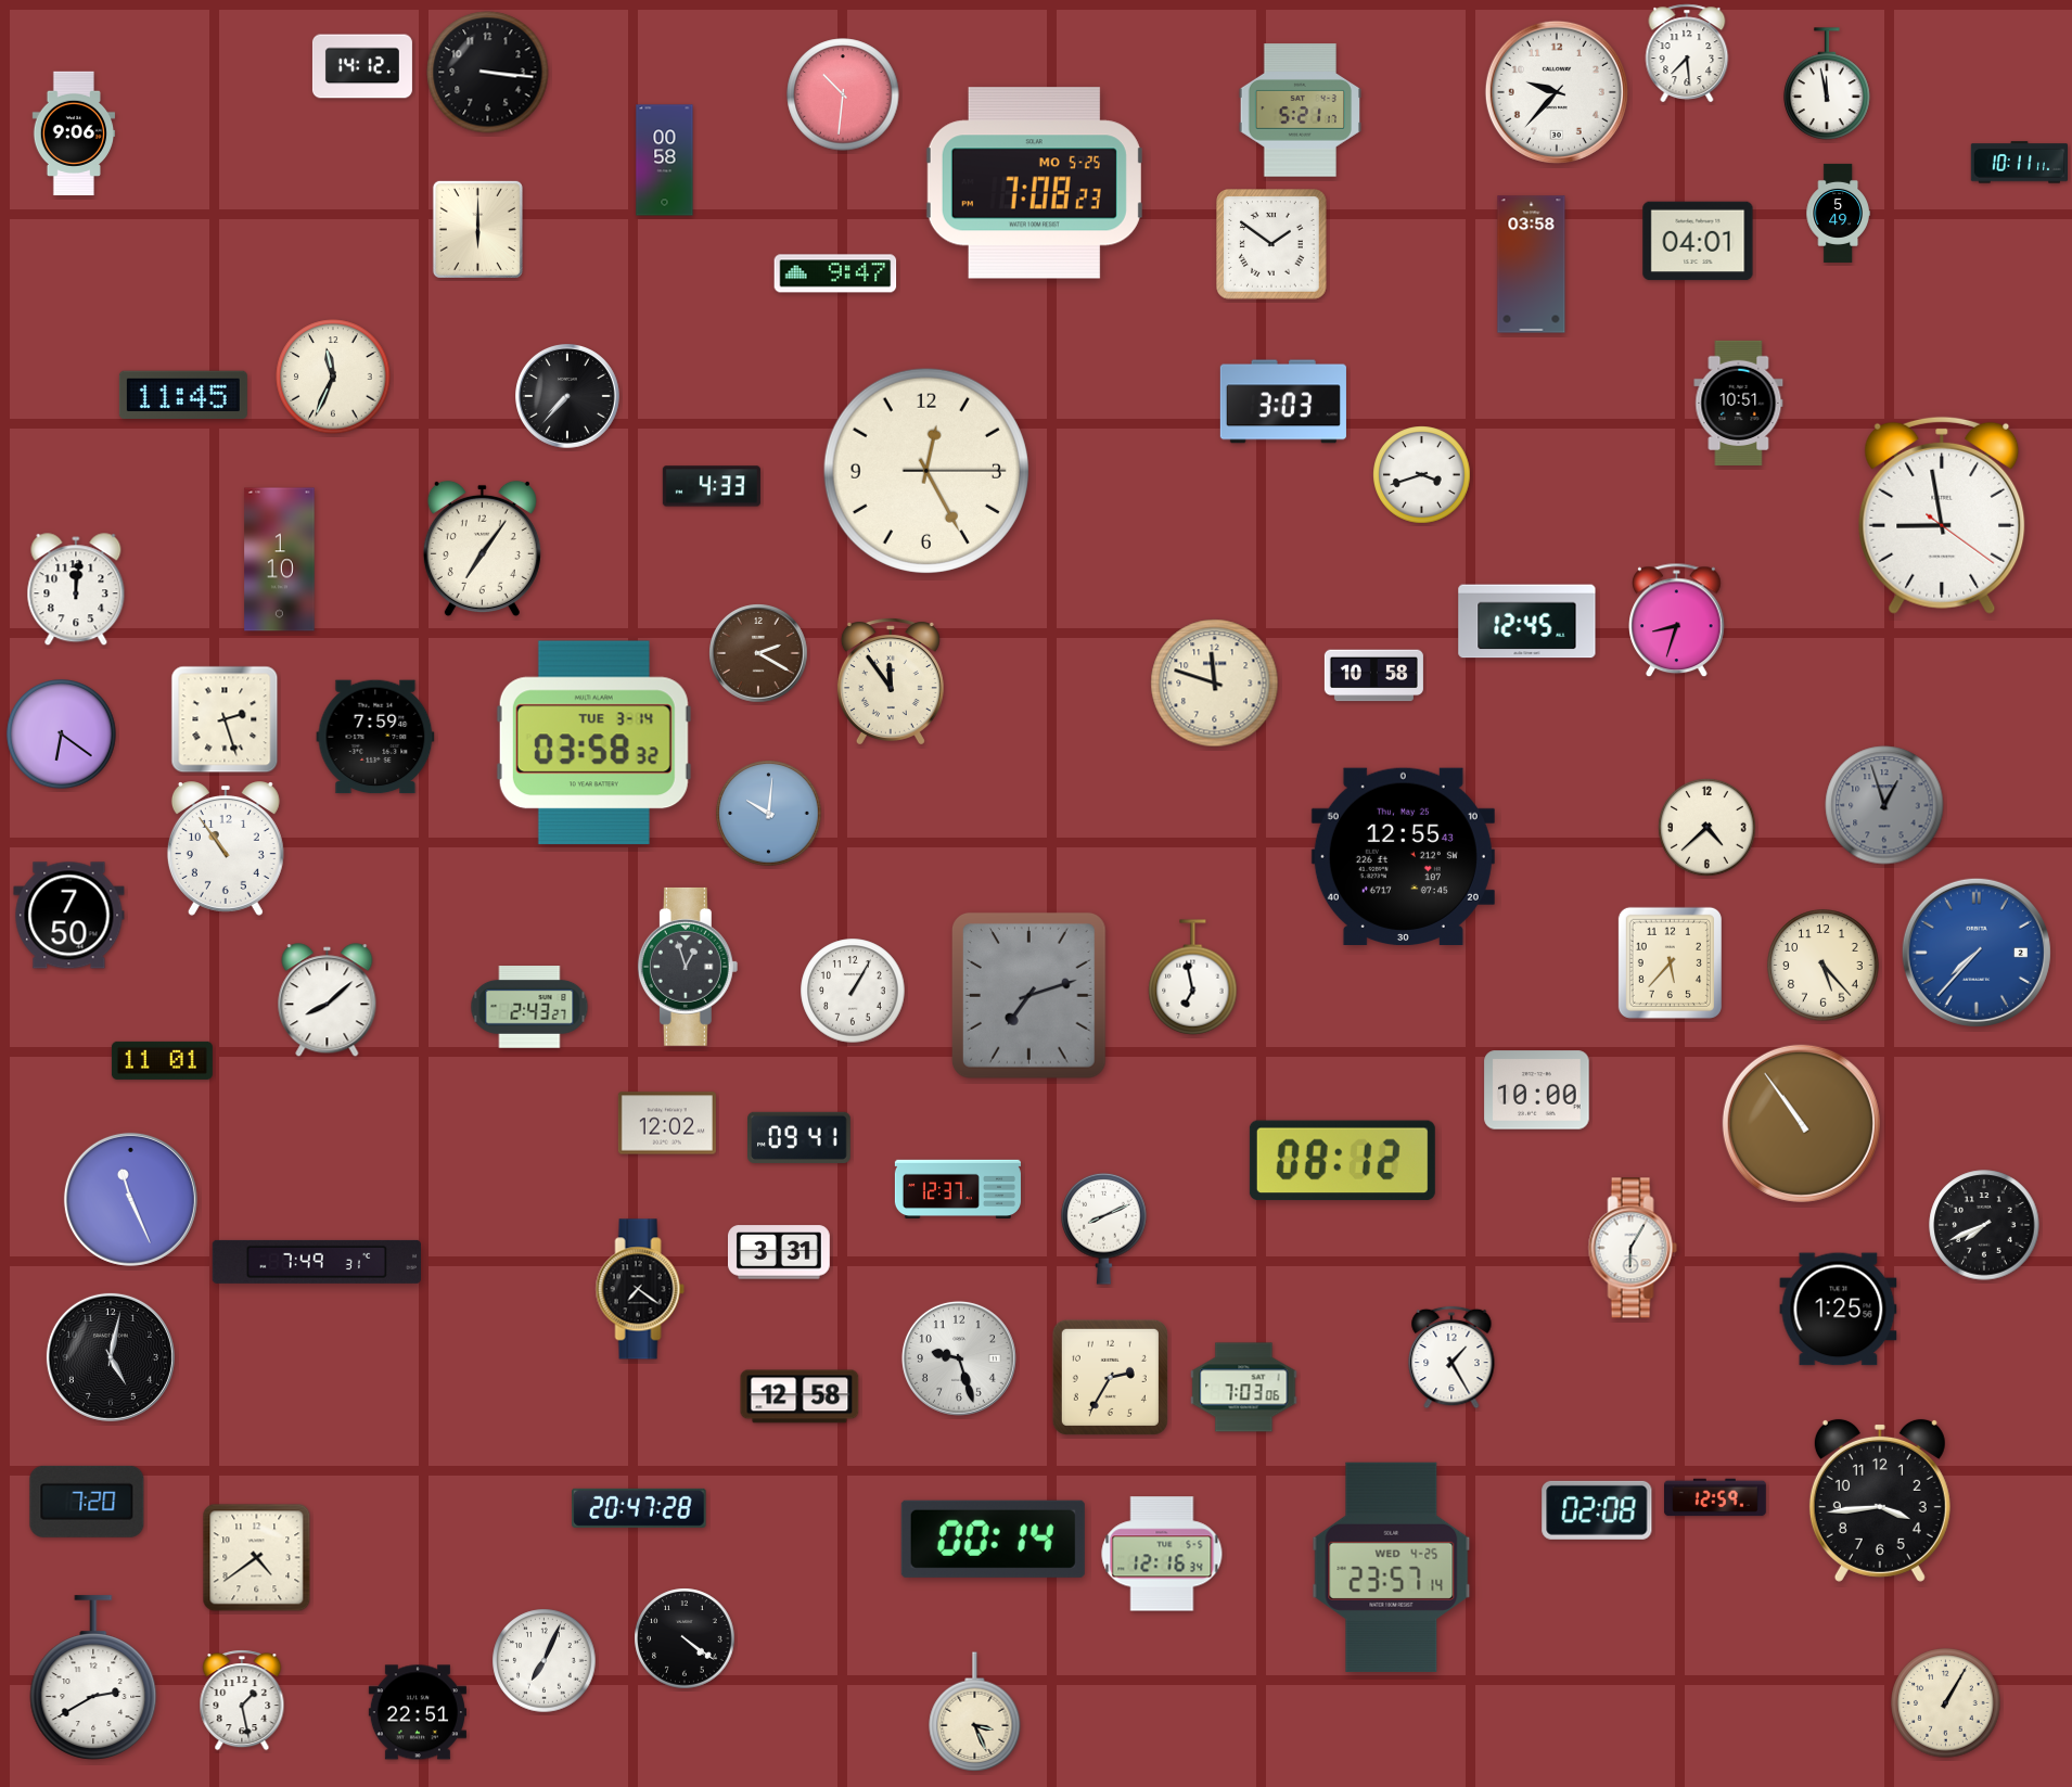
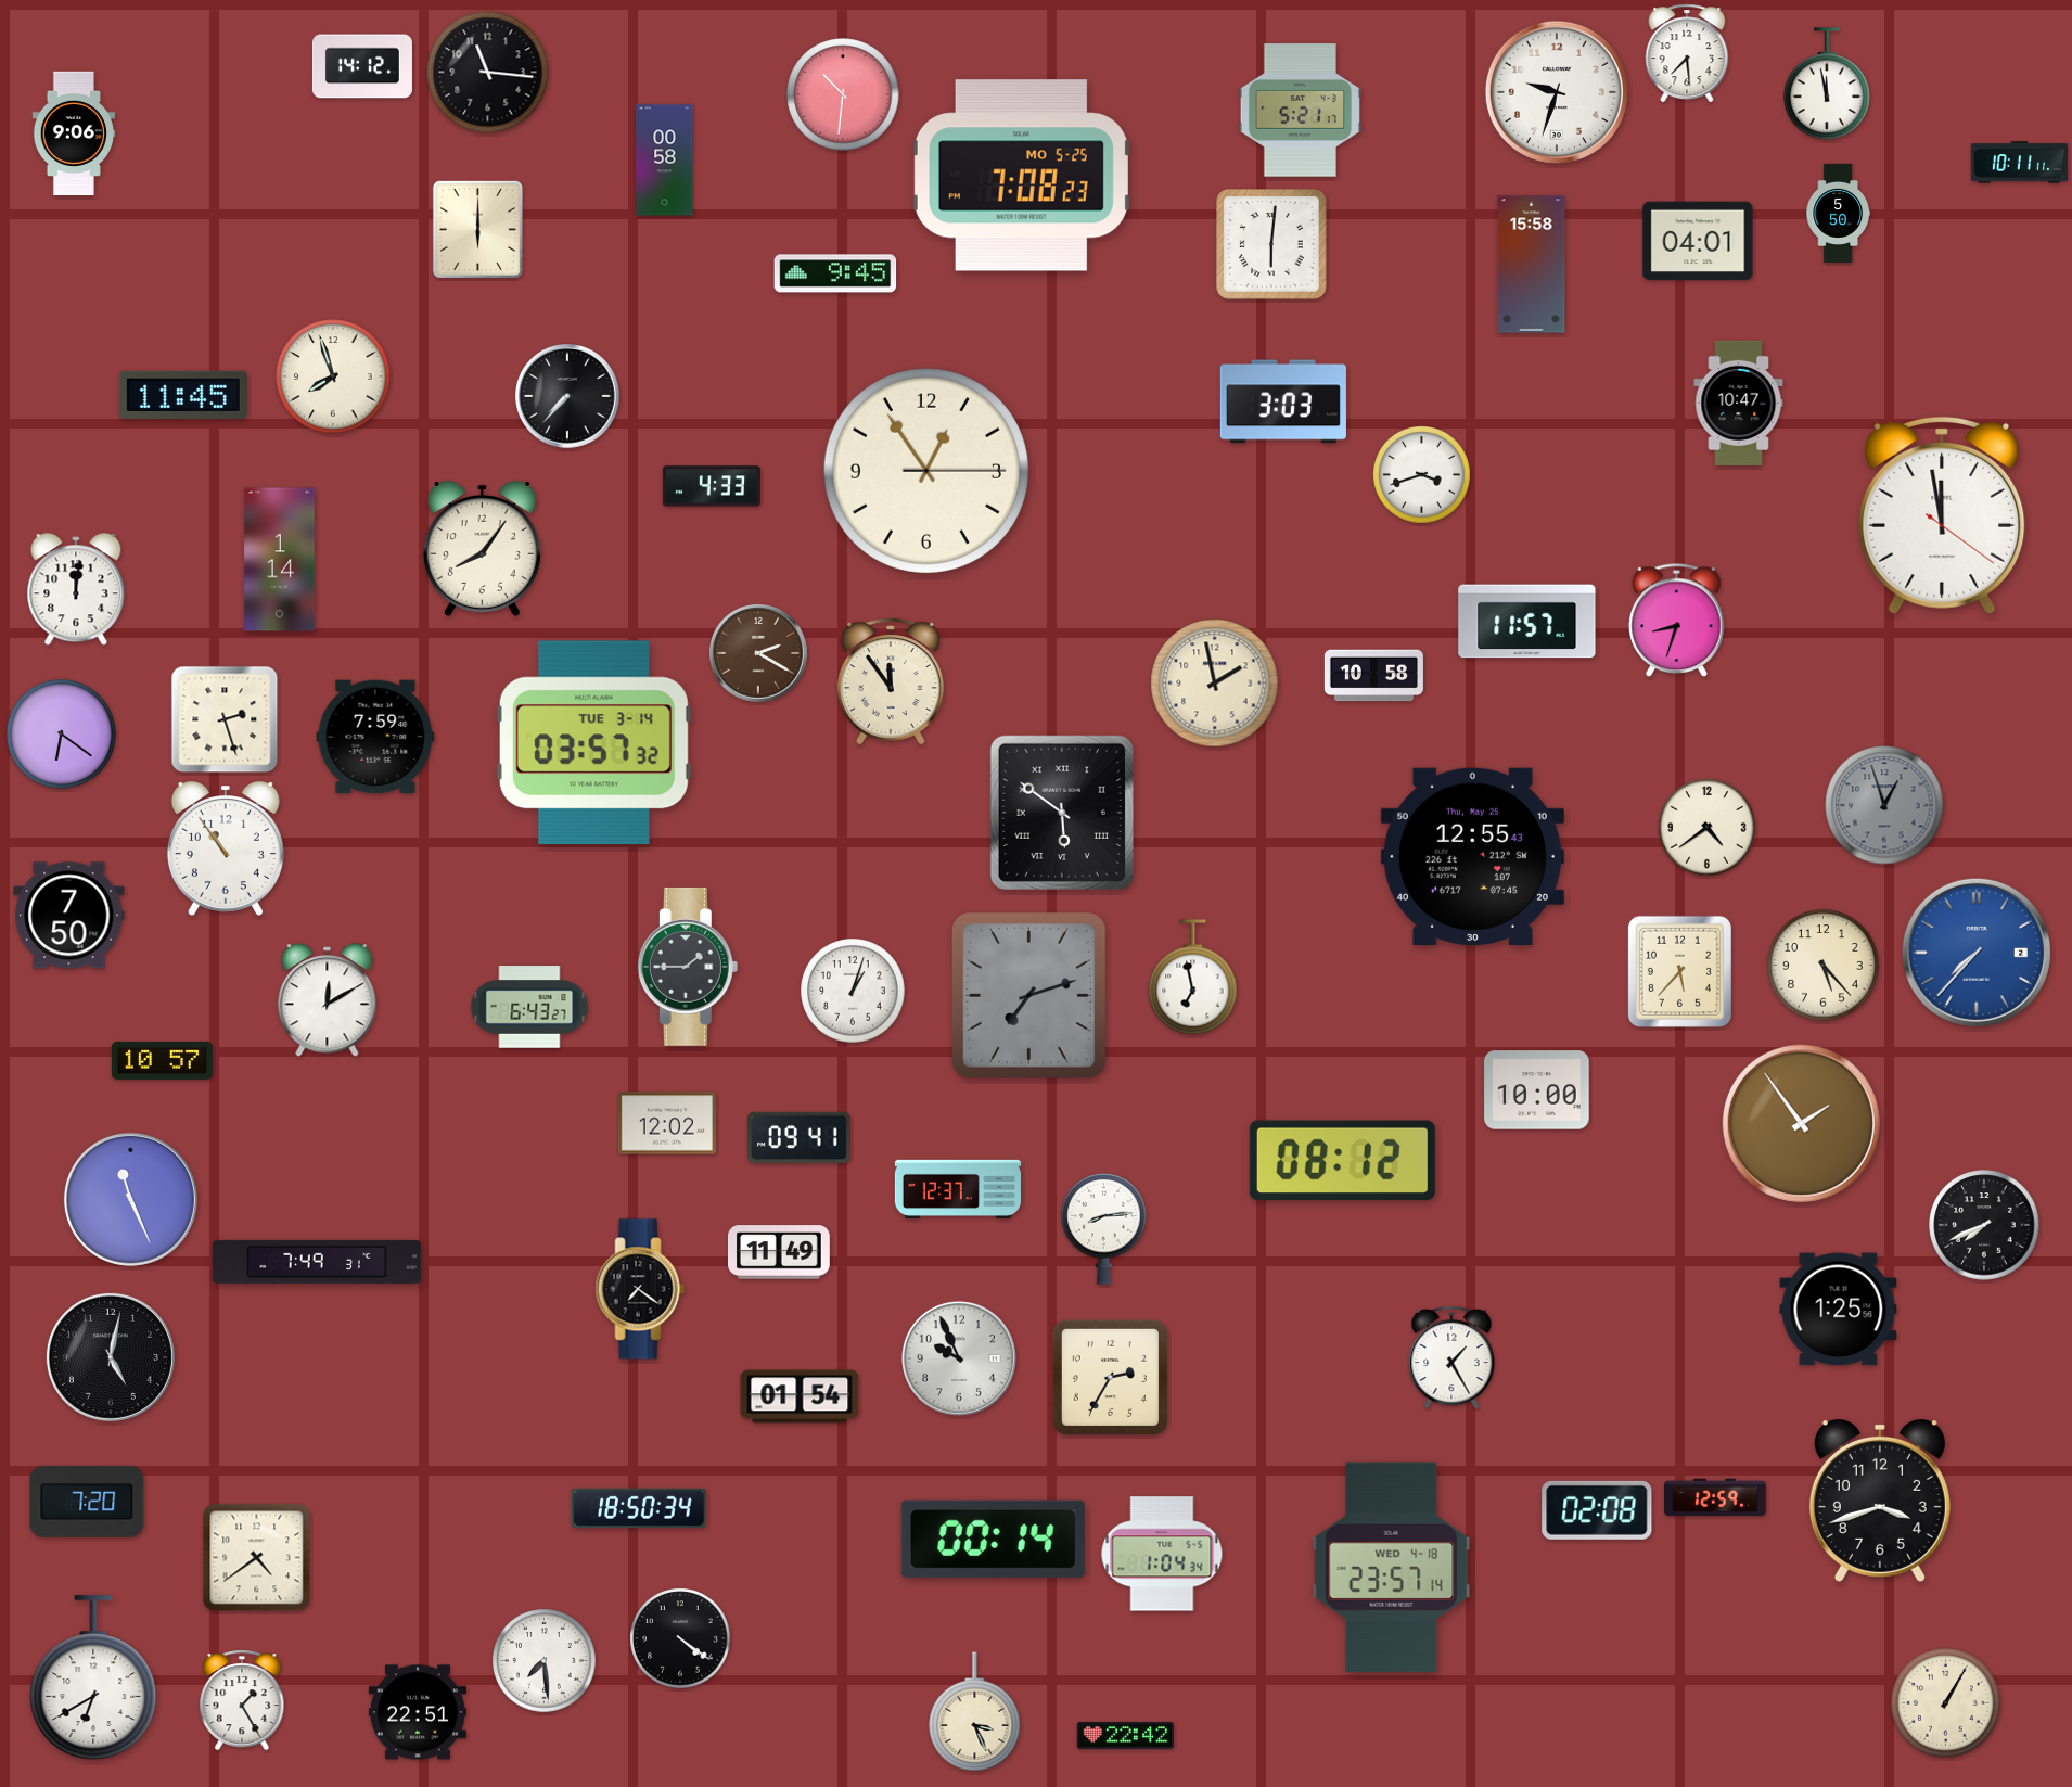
clock at (488, 73): 3:16 -> 11:16
clock at (1557, 92): 9:37 -> 9:33
clock at (1034, 183) position: (1034, 183) -> (1021, 176)
clock at (1838, 213): 5:49 -> 5:50
clock at (1271, 244): 1:51 -> 6:01
clock at (1532, 265): 03:58 -> 15:58
clock at (835, 273): 9:47 -> 9:45
clock at (333, 376): 11:34 -> 7:57
clock at (1739, 403): 10:51 -> 10:47
clock at (926, 471): 12:25 -> 12:54
clock at (1942, 515): 8:58 -> 11:58
clock at (482, 548): 7:06 -> 8:06
clock at (280, 560): 1:10 -> 1:14
clock at (1527, 622): 12:45 -> 11:57
clock at (1215, 684): 11:48 -> 1:58
clock at (593, 743): 03:58 -> 03:57
clock at (1062, 813): none -> 5:51
clock at (769, 814): 10:01 -> none
clock at (1708, 828): 4:38 -> 4:39
clock at (1403, 856) position: (1403, 856) -> (1472, 856)
clock at (1670, 962) position: (1670, 962) -> (1679, 971)
clock at (688, 967): 12:57 -> 1:45
clock at (853, 991): 1:05 -> 1:03
clock at (328, 1000): 8:08 -> 12:10
clock at (529, 1008): 2:43 -> 6:43
clock at (162, 1060): 11:01 -> 10:57
clock at (1801, 1123): 10:54 -> 1:54
clock at (1104, 1228): 8:11 -> 8:14
clock at (1633, 1248): 6:05 -> none
clock at (779, 1252): 3:31 -> 11:49
clock at (959, 1358): 9:27 -> 9:56
clock at (1244, 1388): 7:03 -> none
clock at (800, 1396): 12:58 -> 01:54
clock at (1880, 1501): 3:44 -> 3:42
clock at (639, 1508): 20:47 -> 18:50
clock at (1162, 1554): 12:16 -> 1:04
clock at (1392, 1567) date: WED 4-25 -> WED 4-18
clock at (685, 1638) position: (685, 1638) -> (680, 1638)
clock at (545, 1661): 7:04 -> 7:29
clock at (93, 1677): 2:40 -> 6:40
clock at (242, 1700): 1:28 -> 1:25
clock at (1125, 1736): none -> 22:42
